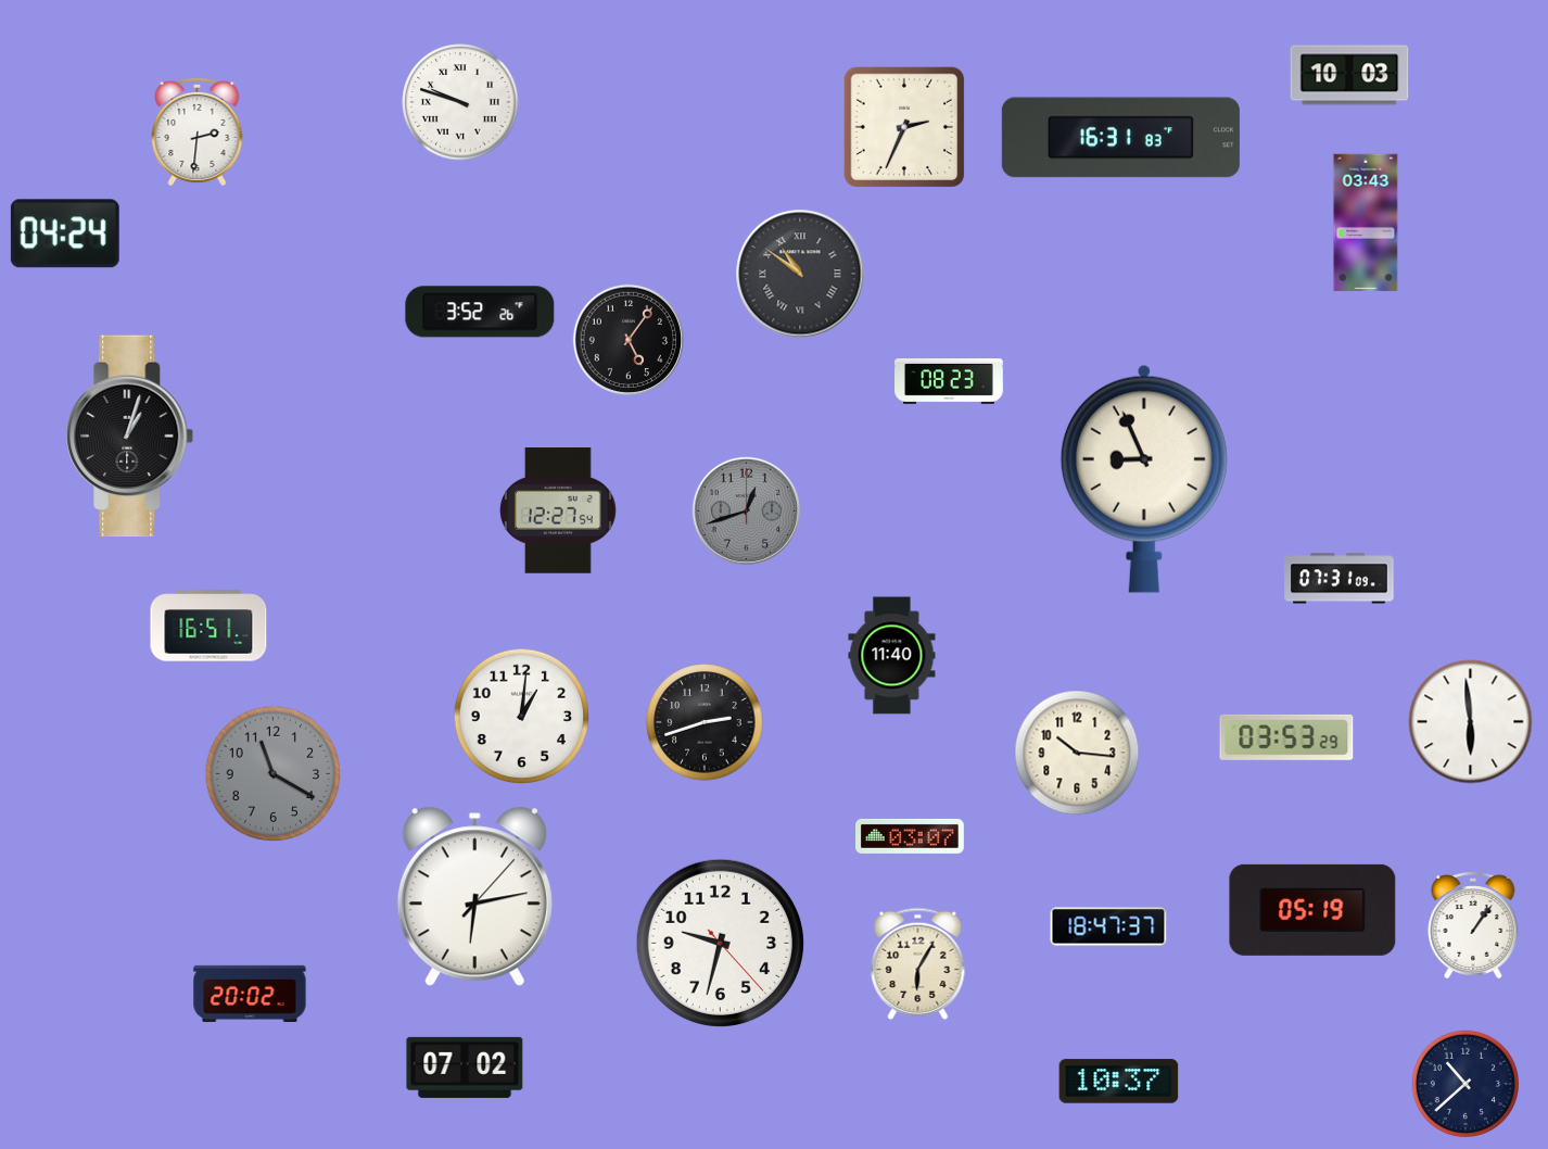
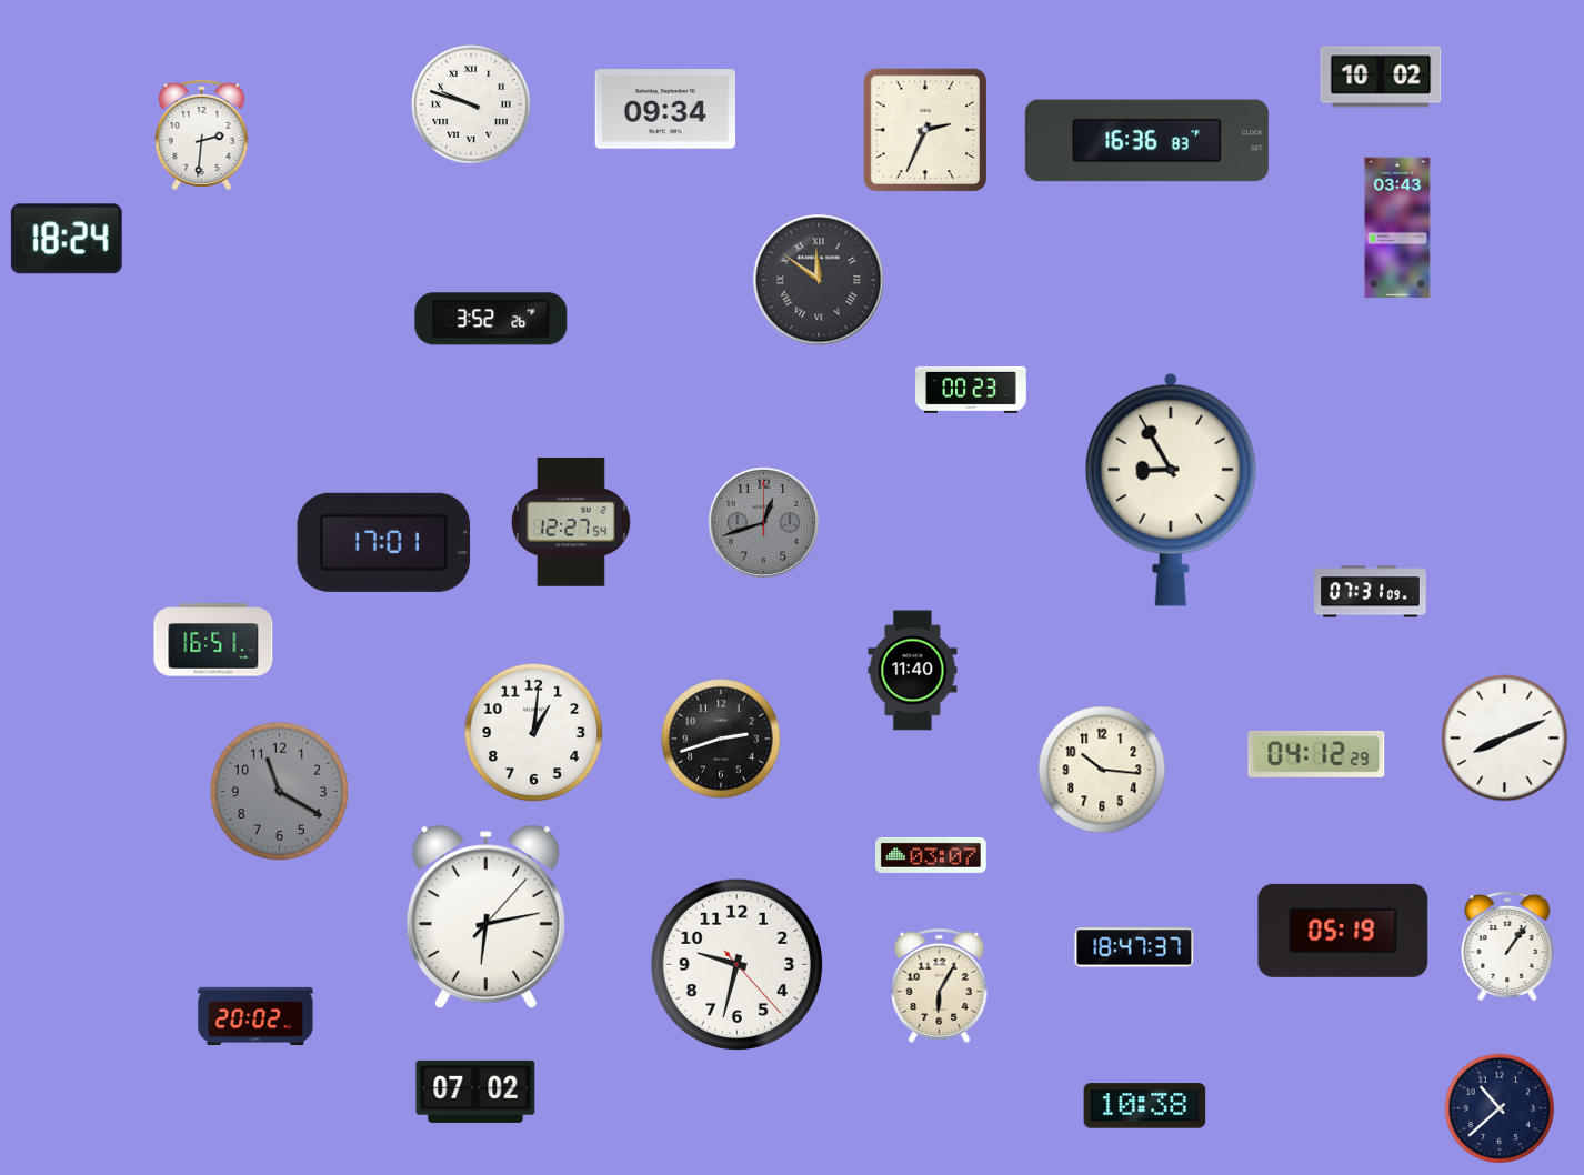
clock at (1349, 75): 10:03 -> 10:02
clock at (664, 109): none -> 09:34
clock at (1120, 138): 16:31 -> 16:36
clock at (65, 233): 04:24 -> 18:24
clock at (800, 274): 10:51 -> 11:51
clock at (629, 340): 5:06 -> none
clock at (950, 381): 08:23 -> 00:23
clock at (130, 437): 1:03 -> none
clock at (1144, 479): 8:56 -> 8:55
clock at (384, 542): none -> 17:01
clock at (1471, 722): 5:59 -> 8:11
clock at (1286, 737): 03:53 -> 04:12
clock at (1119, 1082): 10:37 -> 10:38
